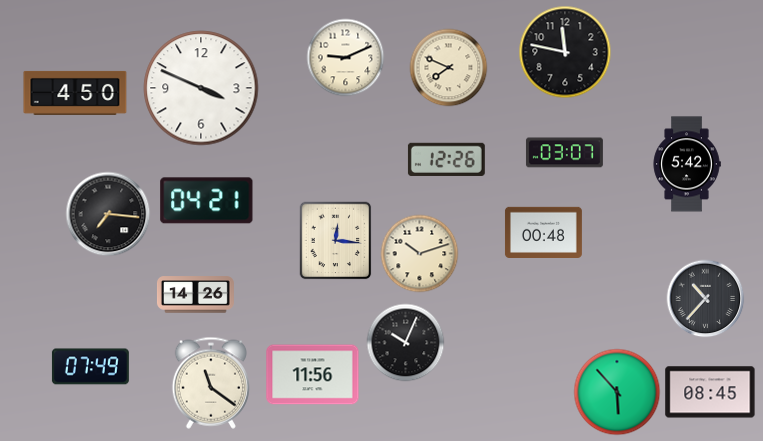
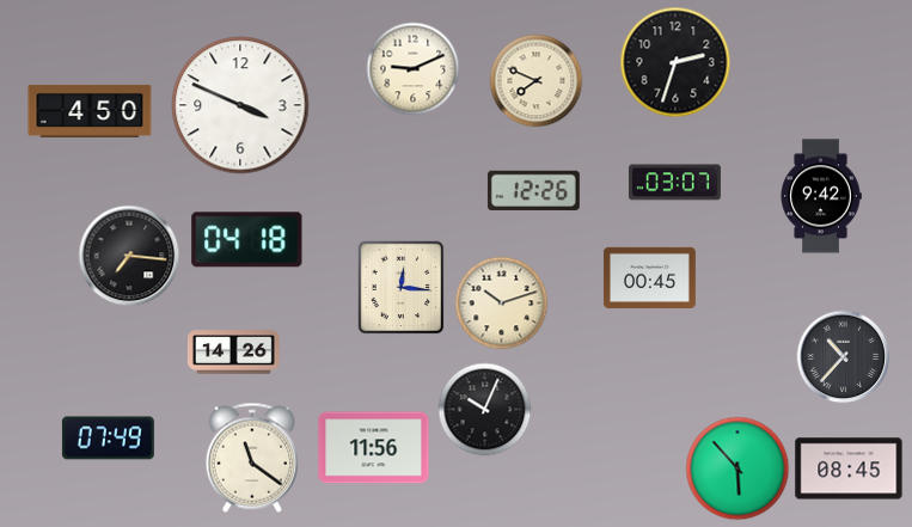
clock at (565, 52): 11:47 -> 2:33
clock at (687, 164): 5:42 -> 9:42
clock at (207, 201): 04:21 -> 04:18
clock at (543, 232): 00:48 -> 00:45
